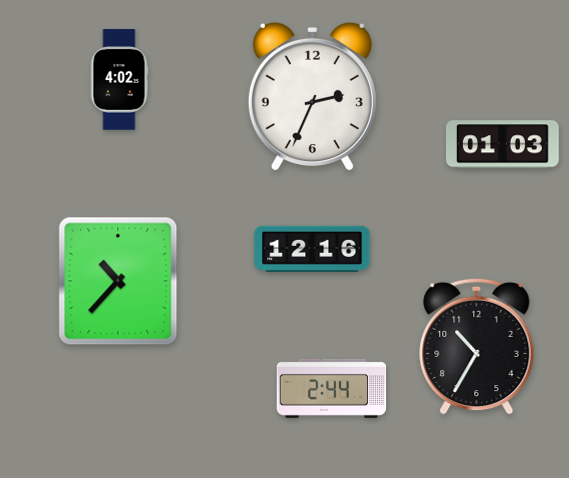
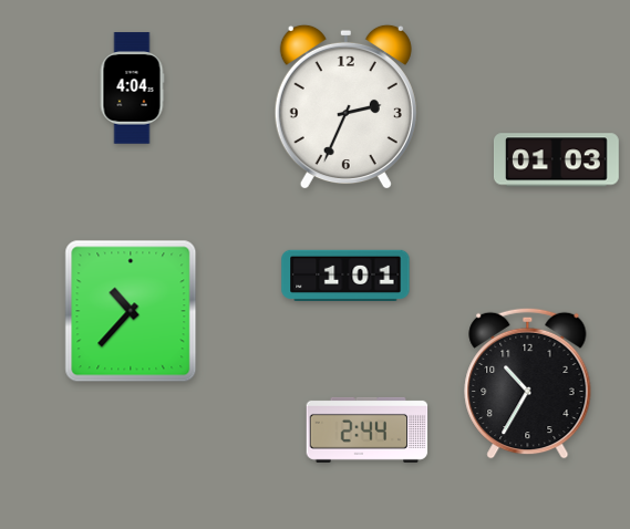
clock at (119, 80): 4:02 -> 4:04
clock at (312, 248): 12:16 -> 1:01
